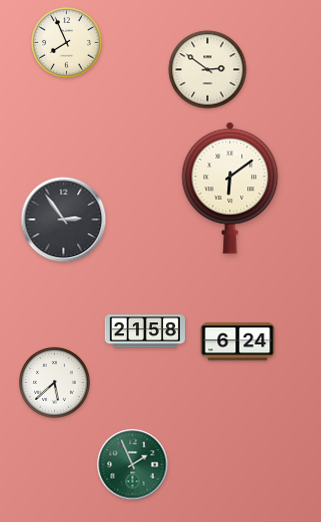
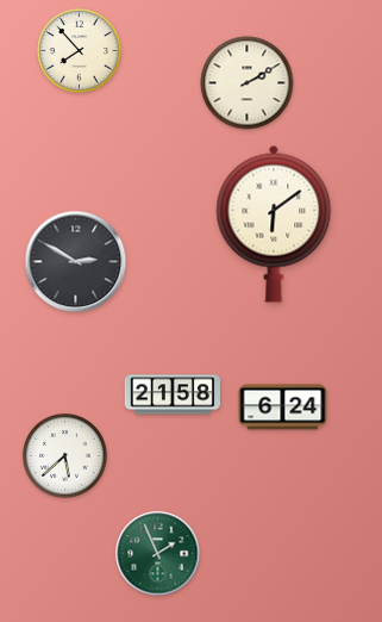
clock at (67, 43): 7:56 -> 7:53
clock at (208, 70): 2:51 -> 2:10
clock at (64, 220): 2:54 -> 2:50
